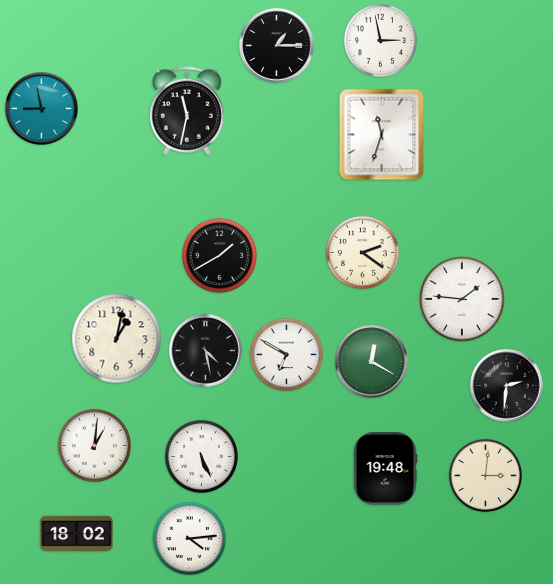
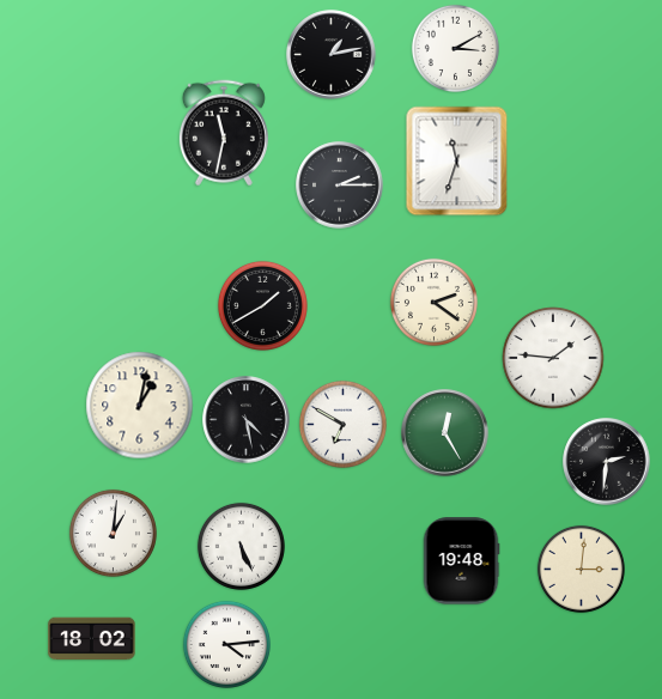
clock at (380, 40): 2:58 -> 3:10
clock at (277, 46): 1:15 -> 1:13
clock at (42, 109): 8:58 -> none
clock at (340, 186): none -> 2:15
clock at (372, 362): 12:20 -> 12:25
